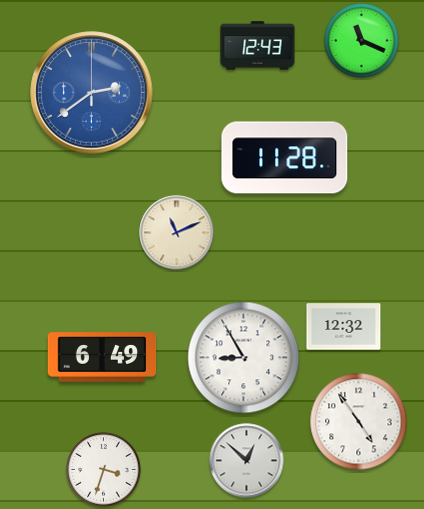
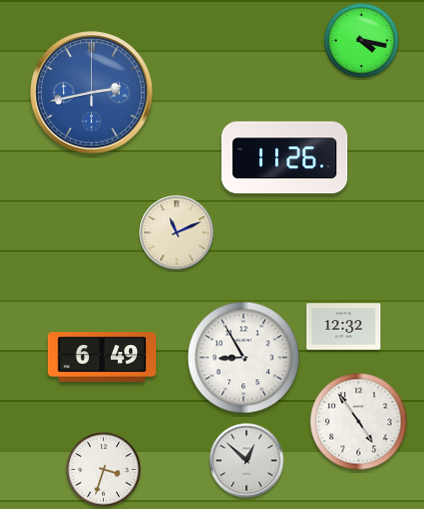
clock at (362, 41): 11:19 -> 4:17
clock at (258, 46): 12:43 -> none
clock at (92, 93): 2:39 -> 2:43
clock at (285, 158): 11:28 -> 11:26
